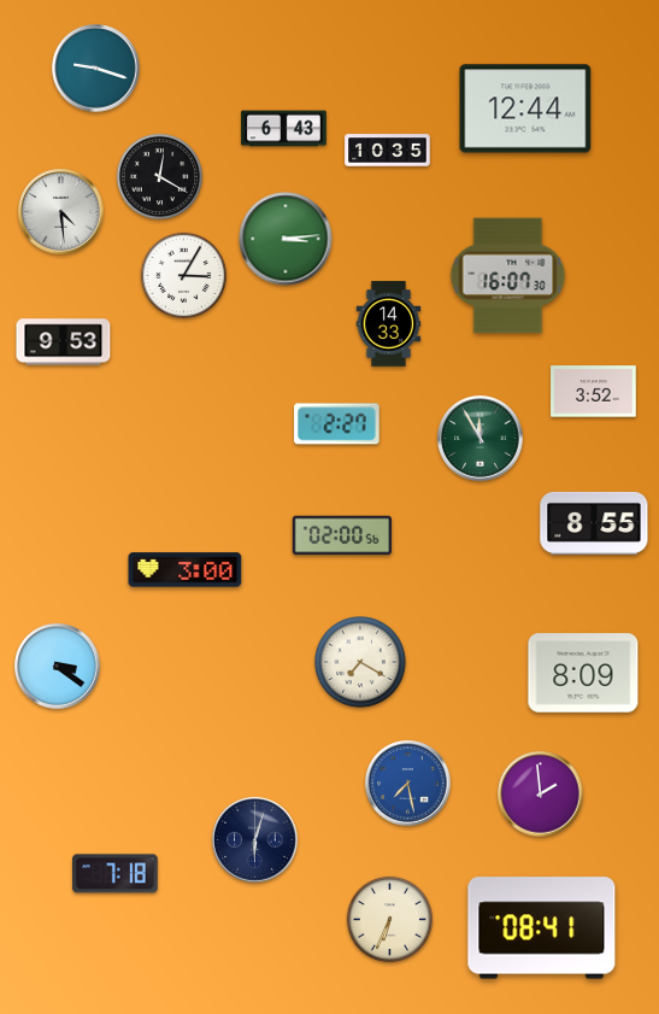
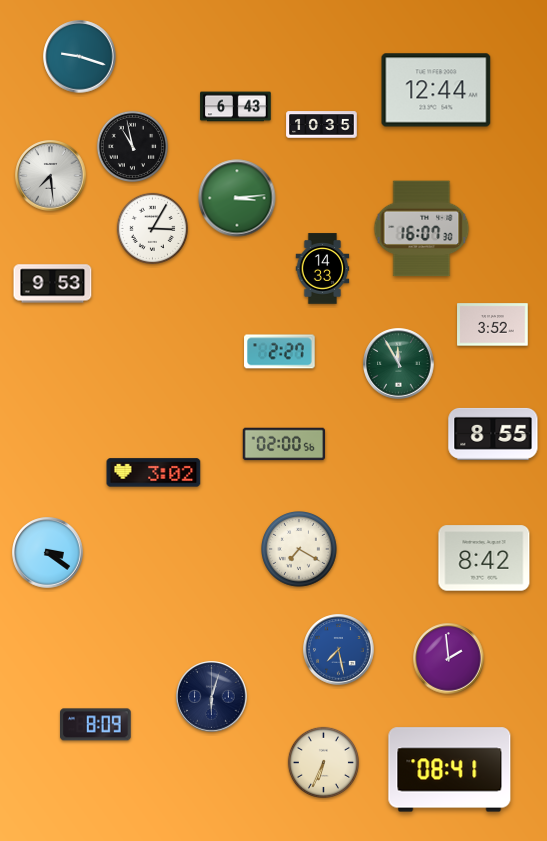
clock at (159, 176): 12:20 -> 10:58
clock at (61, 212): 4:29 -> 7:29
clock at (186, 570): 3:00 -> 3:02
clock at (583, 673): 8:09 -> 8:42
clock at (116, 874): 7:18 -> 8:09
